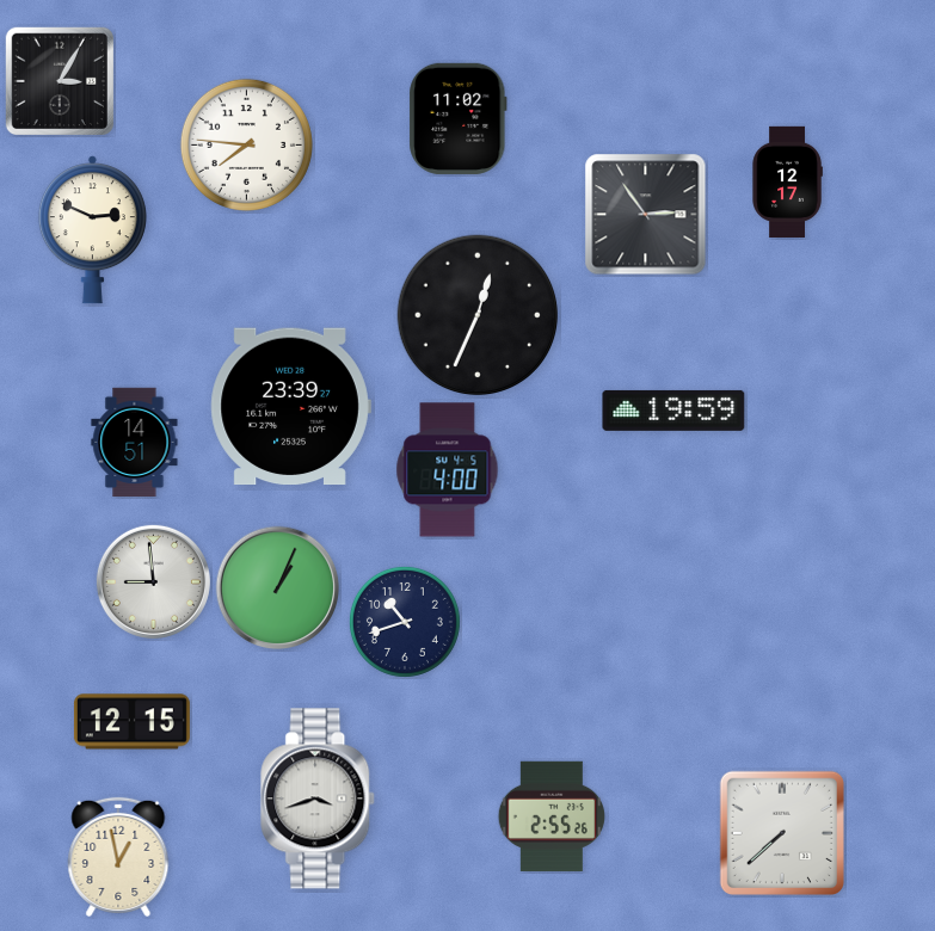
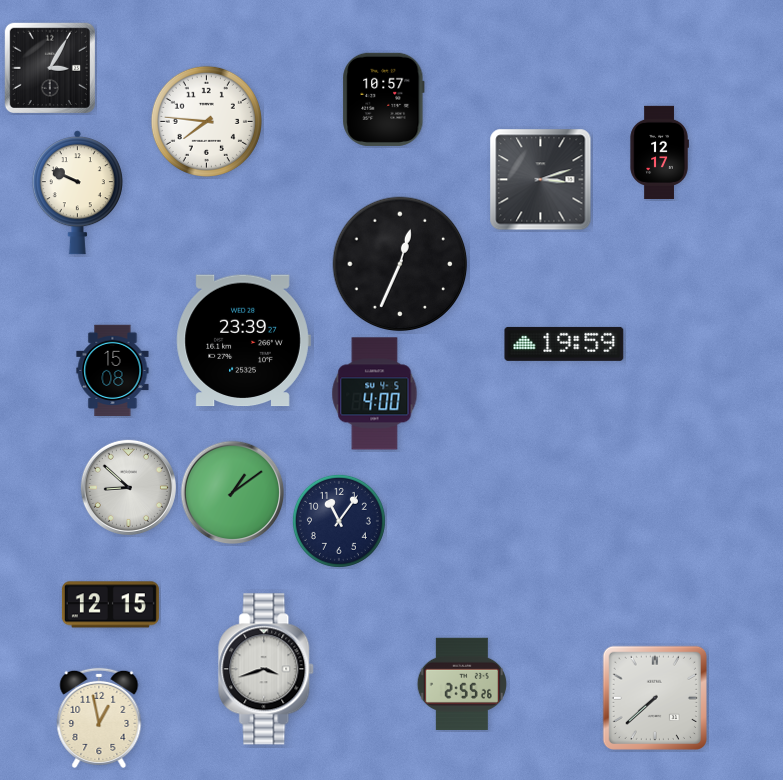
clock at (459, 118): 11:02 -> 10:57
clock at (646, 215): 2:54 -> 3:12
clock at (92, 230): 2:49 -> 9:49
clock at (135, 443): 14:51 -> 15:08
clock at (153, 581): 8:59 -> 8:52
clock at (278, 588): 1:04 -> 1:09
clock at (405, 622): 10:42 -> 11:06
